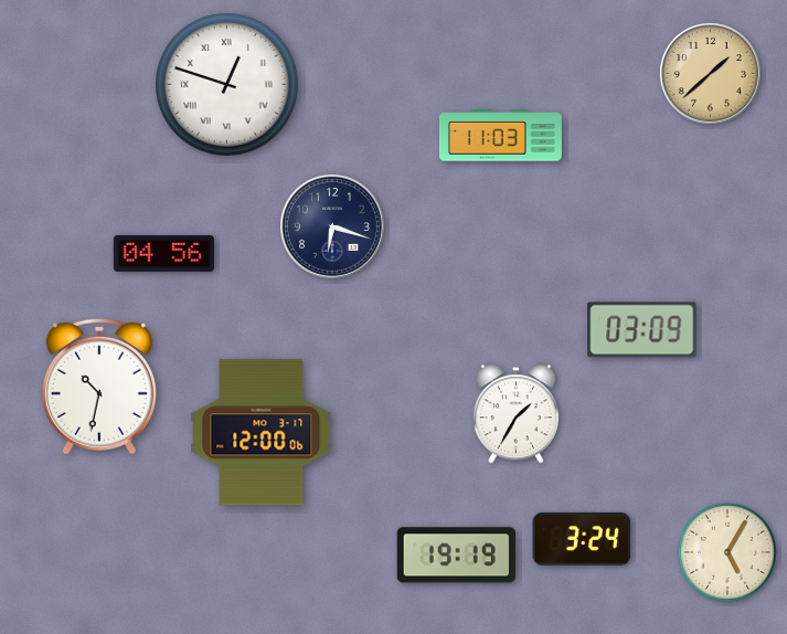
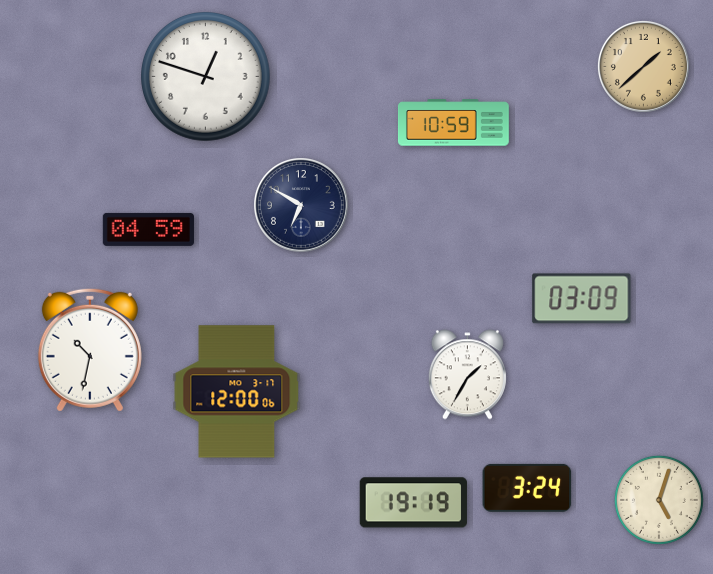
clock at (227, 85) numerals: Roman -> Arabic
clock at (500, 136): 11:03 -> 10:59
clock at (333, 228): 6:18 -> 6:50
clock at (163, 253): 04:56 -> 04:59
clock at (727, 552): 5:05 -> 5:03
